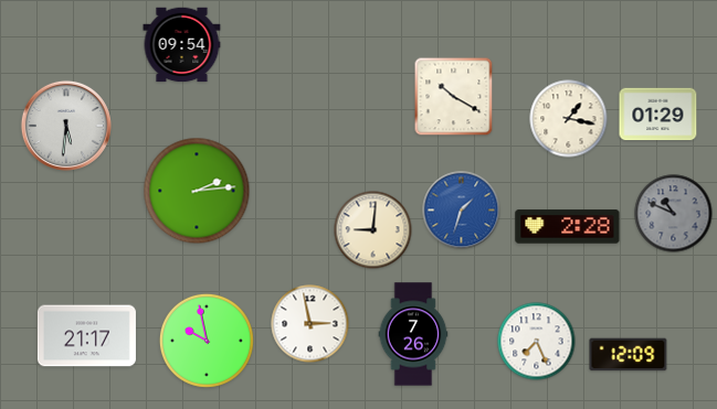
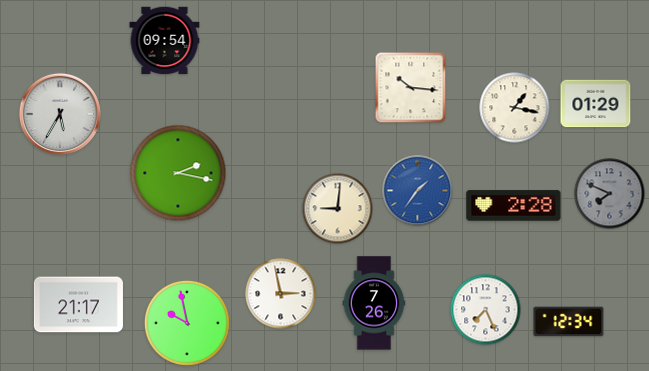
clock at (454, 97): 10:20 -> 10:16
clock at (66, 126): 5:31 -> 5:35
clock at (197, 191): 2:14 -> 2:17
clock at (462, 211): 1:33 -> 1:36
clock at (674, 214): 10:49 -> 7:49
clock at (207, 341) position: (207, 341) -> (187, 323)
clock at (629, 355): 12:09 -> 12:34
